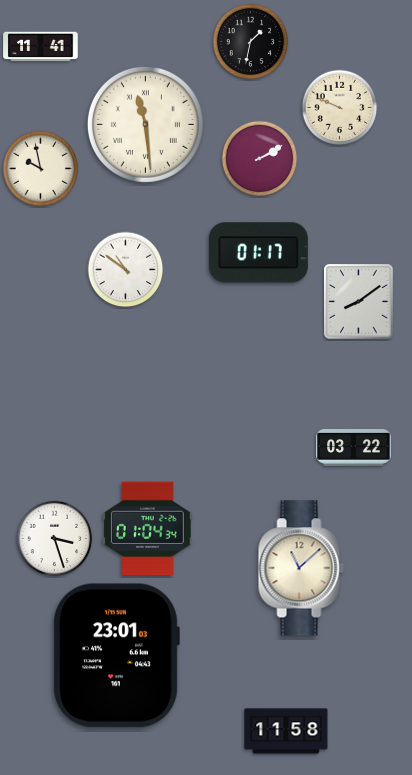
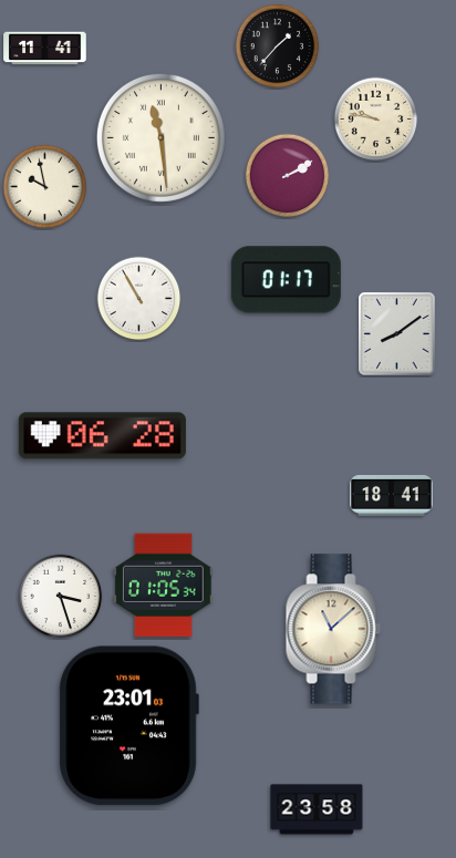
clock at (251, 42): 1:32 -> 1:37
clock at (41, 47) position: (41, 47) -> (45, 49)
clock at (340, 108): 9:49 -> 9:47
clock at (126, 270): 10:51 -> 10:55
clock at (102, 436): none -> 06:28
clock at (354, 448): 03:22 -> 18:41
clock at (148, 529): 01:04 -> 01:05
clock at (286, 731): 11:58 -> 23:58
